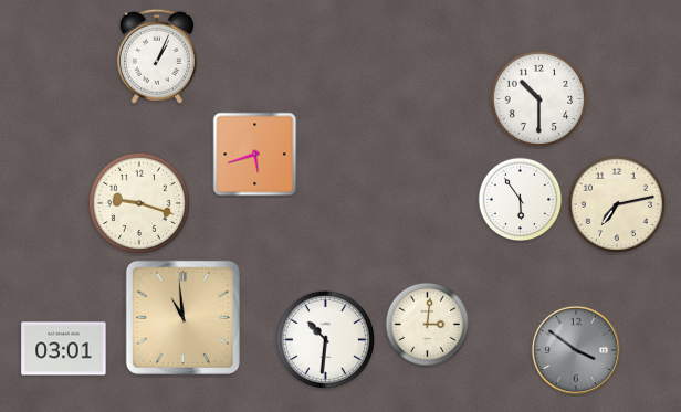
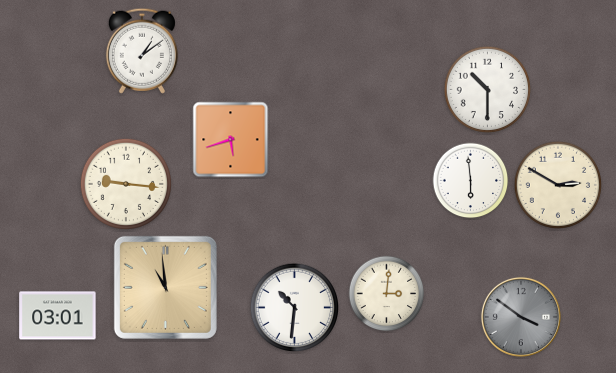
clock at (157, 56): 1:04 -> 1:09
clock at (521, 200): 5:54 -> 5:59
clock at (139, 203): 9:18 -> 9:16
clock at (616, 203): 7:13 -> 2:50
